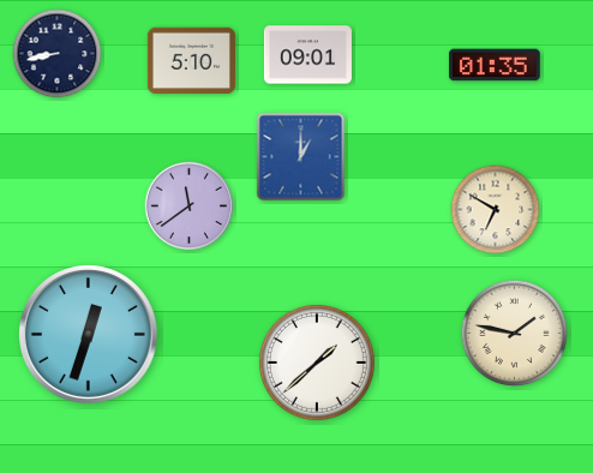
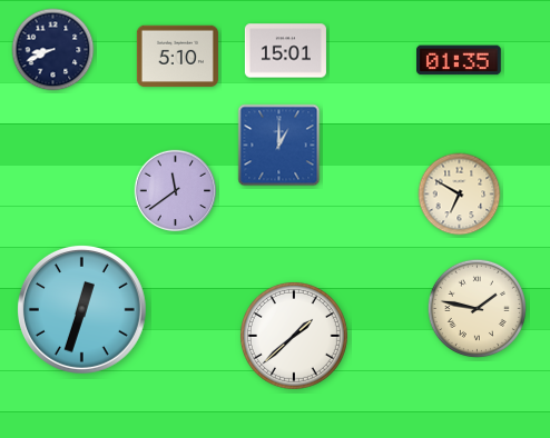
clock at (58, 54): 8:43 -> 8:41
clock at (307, 55): 09:01 -> 15:01
